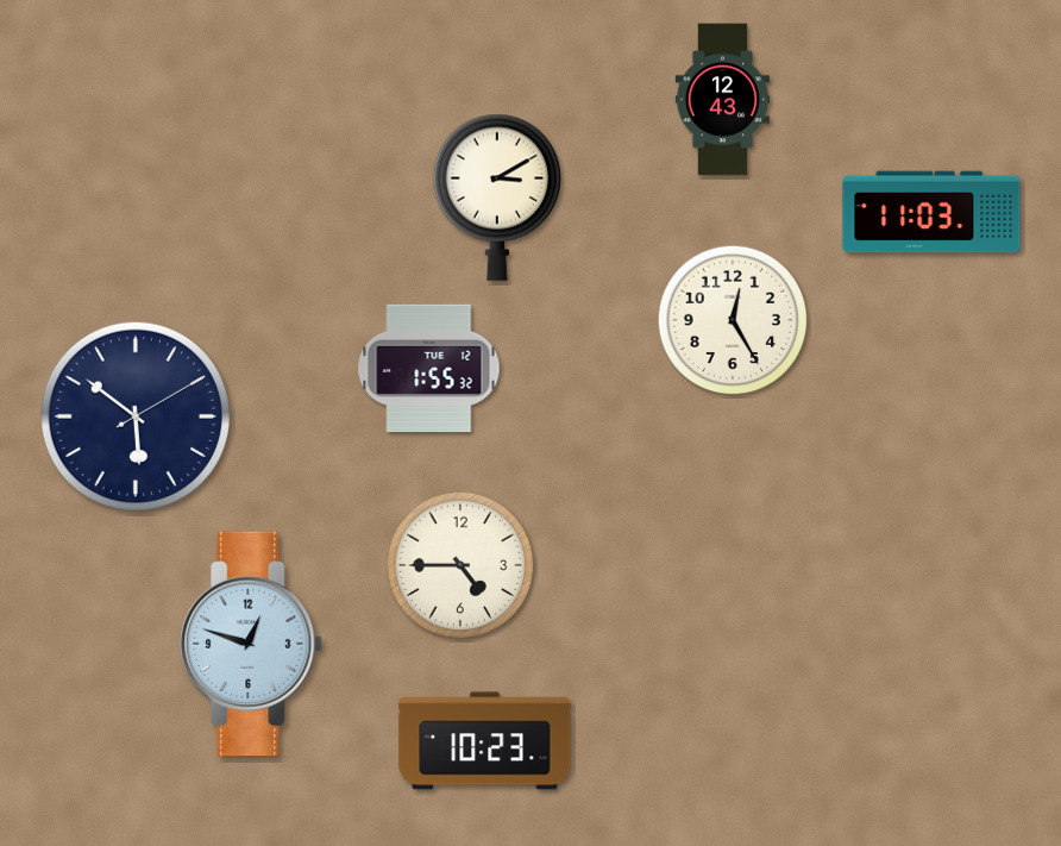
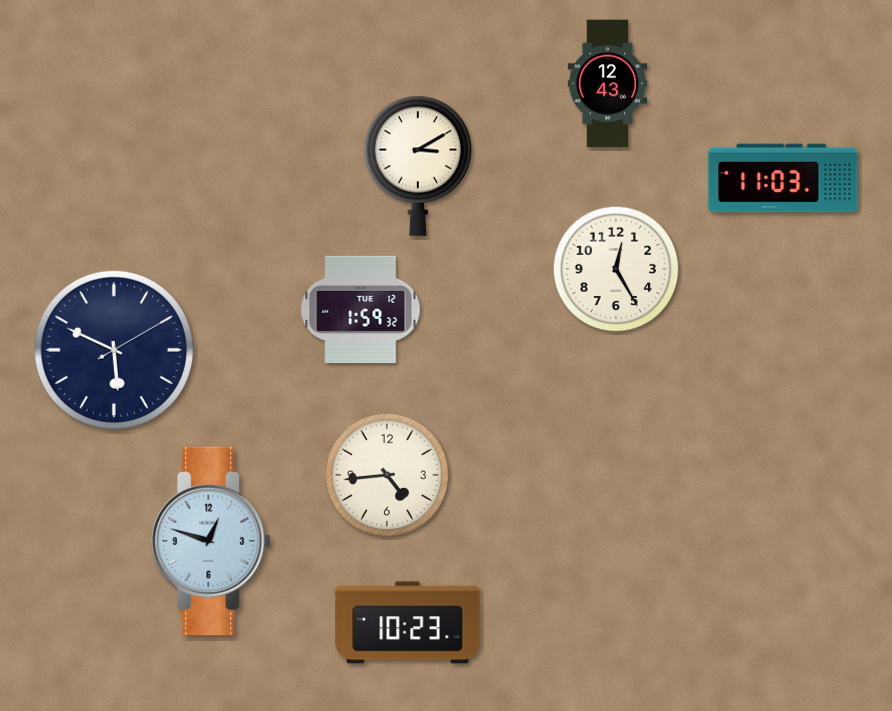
clock at (429, 369): 1:55 -> 1:59
clock at (134, 415): 5:51 -> 5:49
clock at (460, 565): 4:45 -> 4:44
